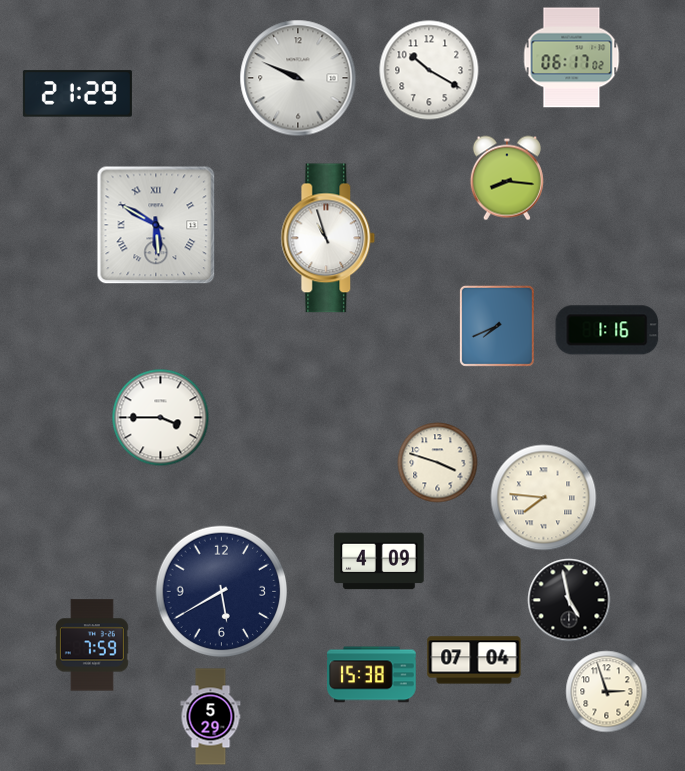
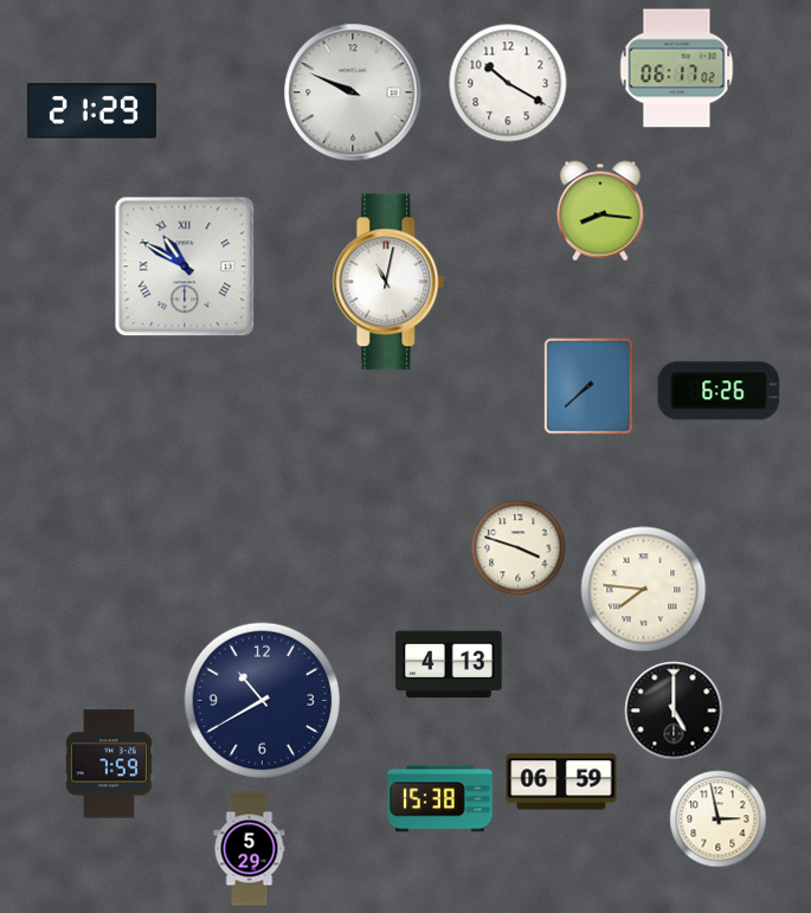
clock at (156, 225): 5:50 -> 10:50
clock at (328, 238): 10:57 -> 11:02
clock at (497, 326): 7:41 -> 7:38
clock at (607, 330): 1:16 -> 6:26
clock at (161, 418): 3:45 -> none
clock at (379, 561): 4:09 -> 4:13
clock at (222, 592): 5:40 -> 10:40
clock at (569, 600): 4:58 -> 5:00
clock at (474, 660): 07:04 -> 06:59
clock at (607, 692): 2:57 -> 2:58
